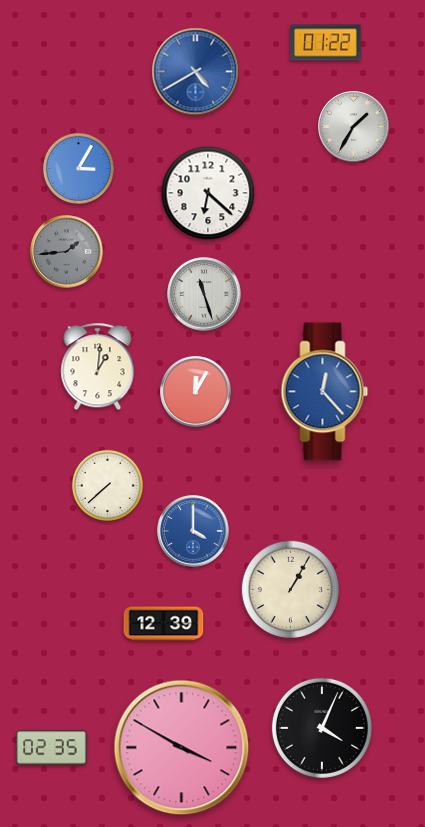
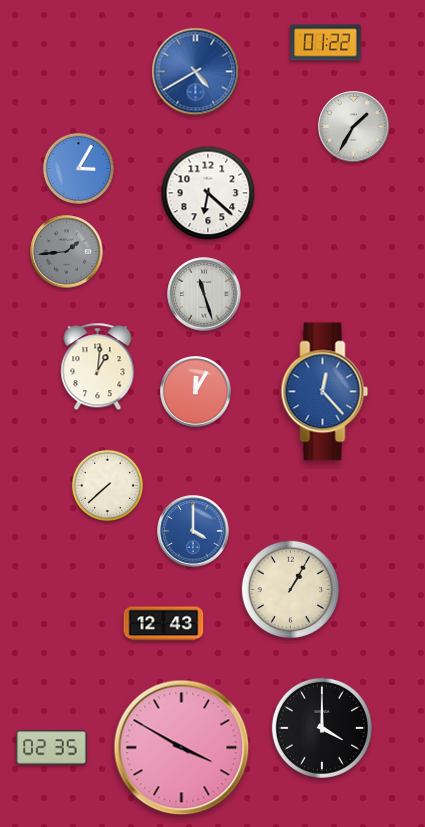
clock at (164, 624): 12:39 -> 12:43
clock at (322, 728): 4:04 -> 4:00
